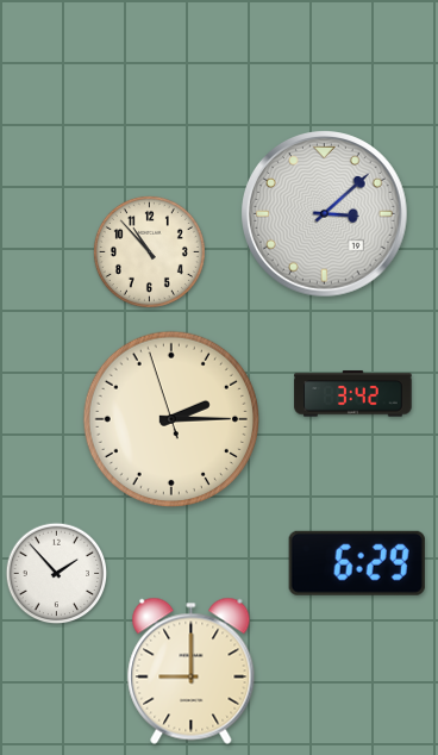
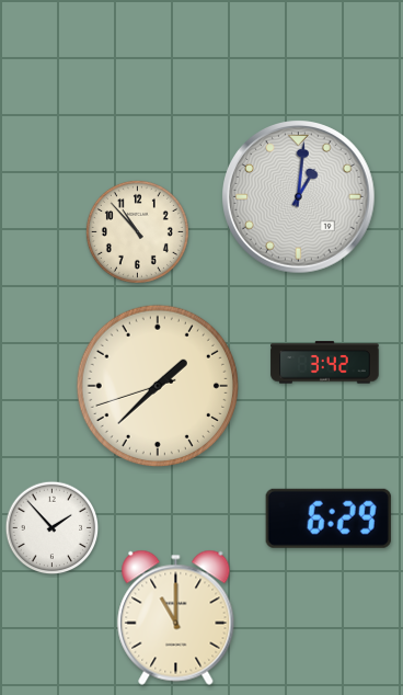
clock at (325, 214): 3:08 -> 1:01
clock at (171, 419): 2:14 -> 1:37
clock at (192, 670): 9:00 -> 11:00
